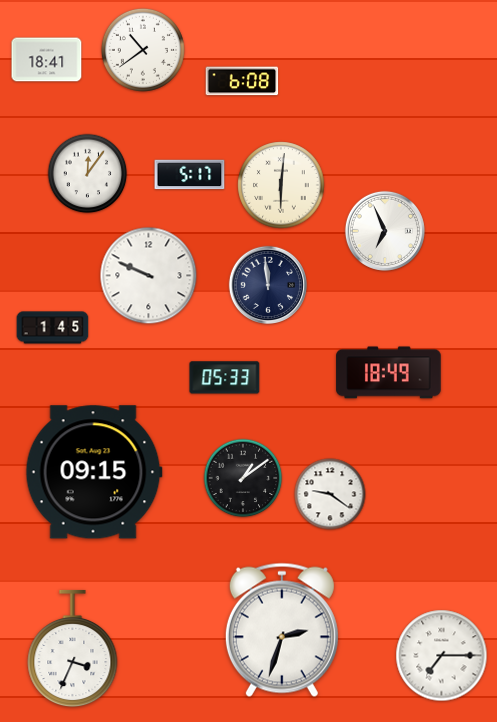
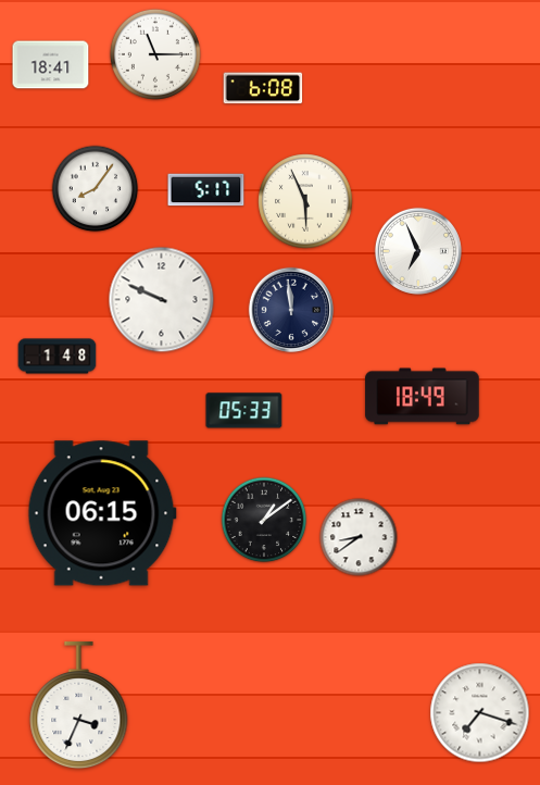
clock at (143, 50): 10:39 -> 11:15
clock at (88, 174): 12:06 -> 8:06
clock at (281, 185): 6:01 -> 5:56
clock at (53, 328): 1:45 -> 1:48
clock at (389, 373) position: (389, 373) -> (423, 397)
clock at (94, 472): 09:15 -> 06:15
clock at (330, 494): 9:21 -> 8:39
clock at (282, 630): 2:33 -> none
clock at (442, 656): 7:15 -> 7:18
